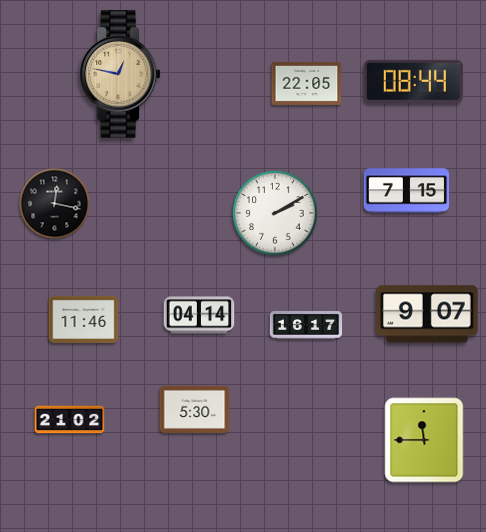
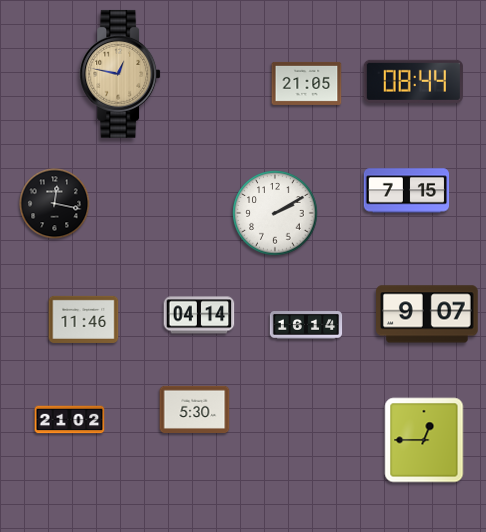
clock at (307, 83): 22:05 -> 21:05
clock at (306, 326): 16:17 -> 16:14
clock at (424, 440): 11:45 -> 12:45
